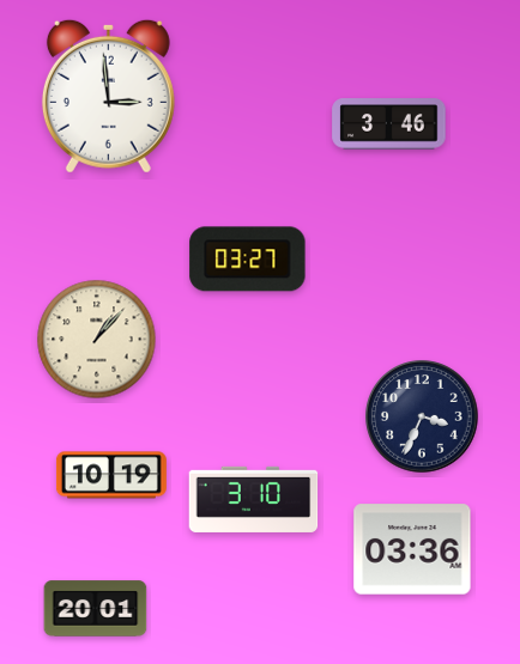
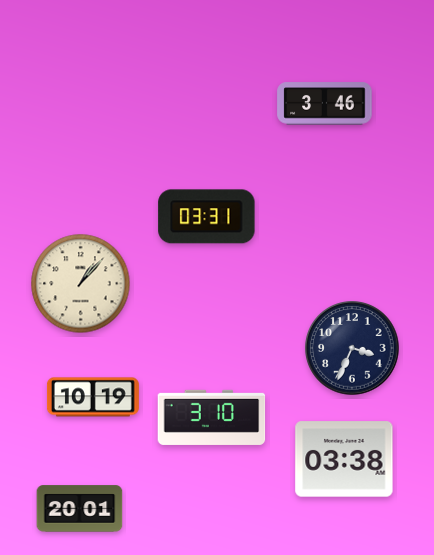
clock at (108, 96): 2:59 -> none
clock at (248, 260): 03:27 -> 03:31
clock at (412, 549): 03:36 -> 03:38
